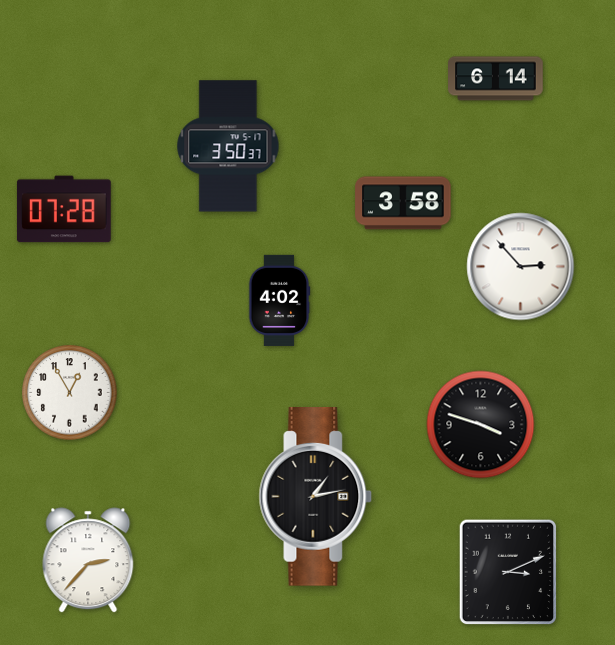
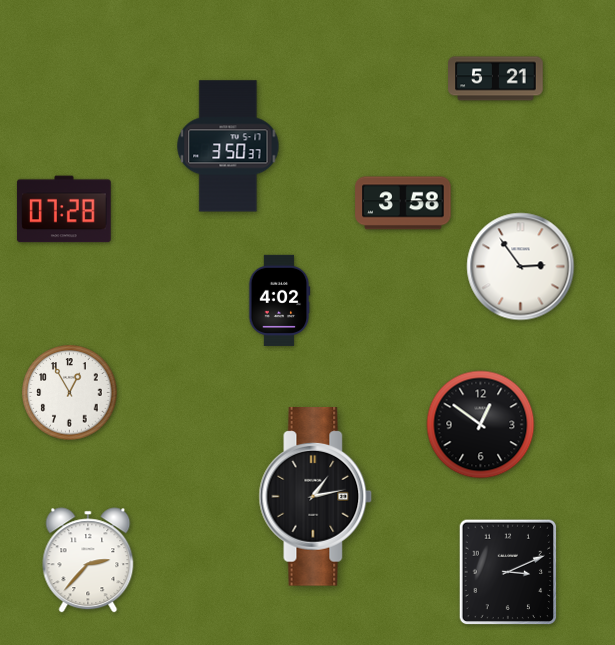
clock at (496, 79): 6:14 -> 5:21
clock at (521, 267): 2:53 -> 2:54
clock at (481, 425): 3:48 -> 12:51
